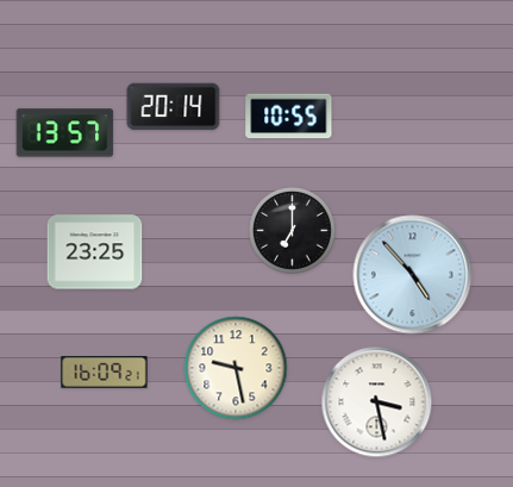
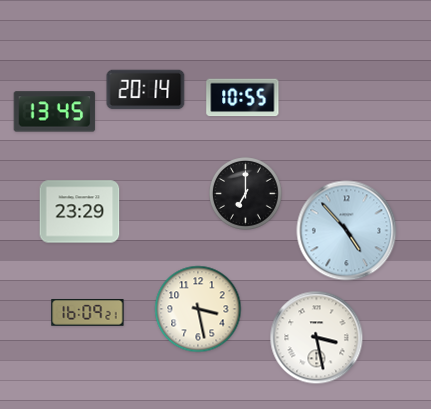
clock at (65, 133): 13:57 -> 13:45
clock at (95, 252): 23:25 -> 23:29
clock at (236, 368): 9:28 -> 3:28
